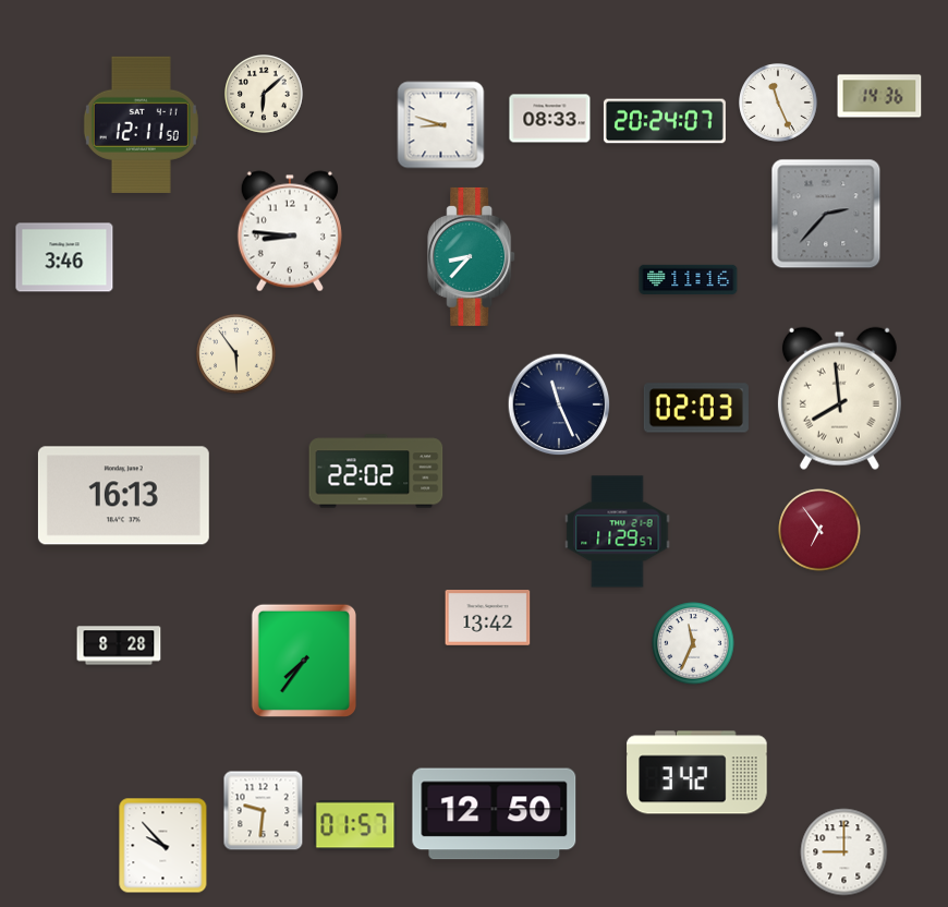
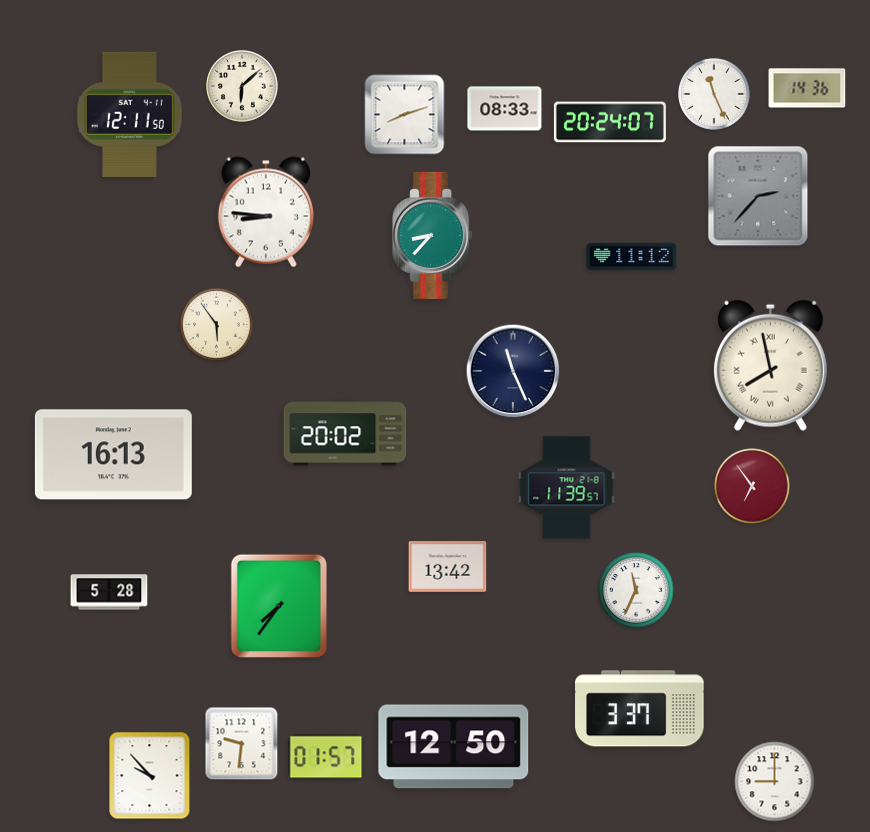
clock at (665, 121) position: (665, 121) -> (610, 122)
clock at (441, 125): 8:48 -> 8:12
clock at (64, 257): 3:46 -> none
clock at (689, 279): 11:16 -> 11:12
clock at (839, 398): 7:59 -> 7:58
clock at (696, 408): 02:03 -> none
clock at (376, 471): 22:02 -> 20:02
clock at (618, 532): 11:29 -> 11:39
clock at (119, 645): 8:28 -> 5:28
clock at (697, 773): 3:42 -> 3:37
